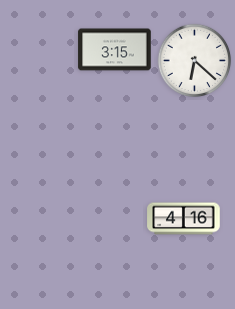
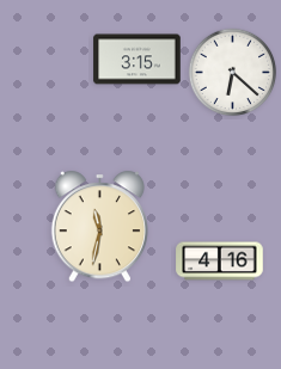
clock at (99, 227): none -> 11:32
